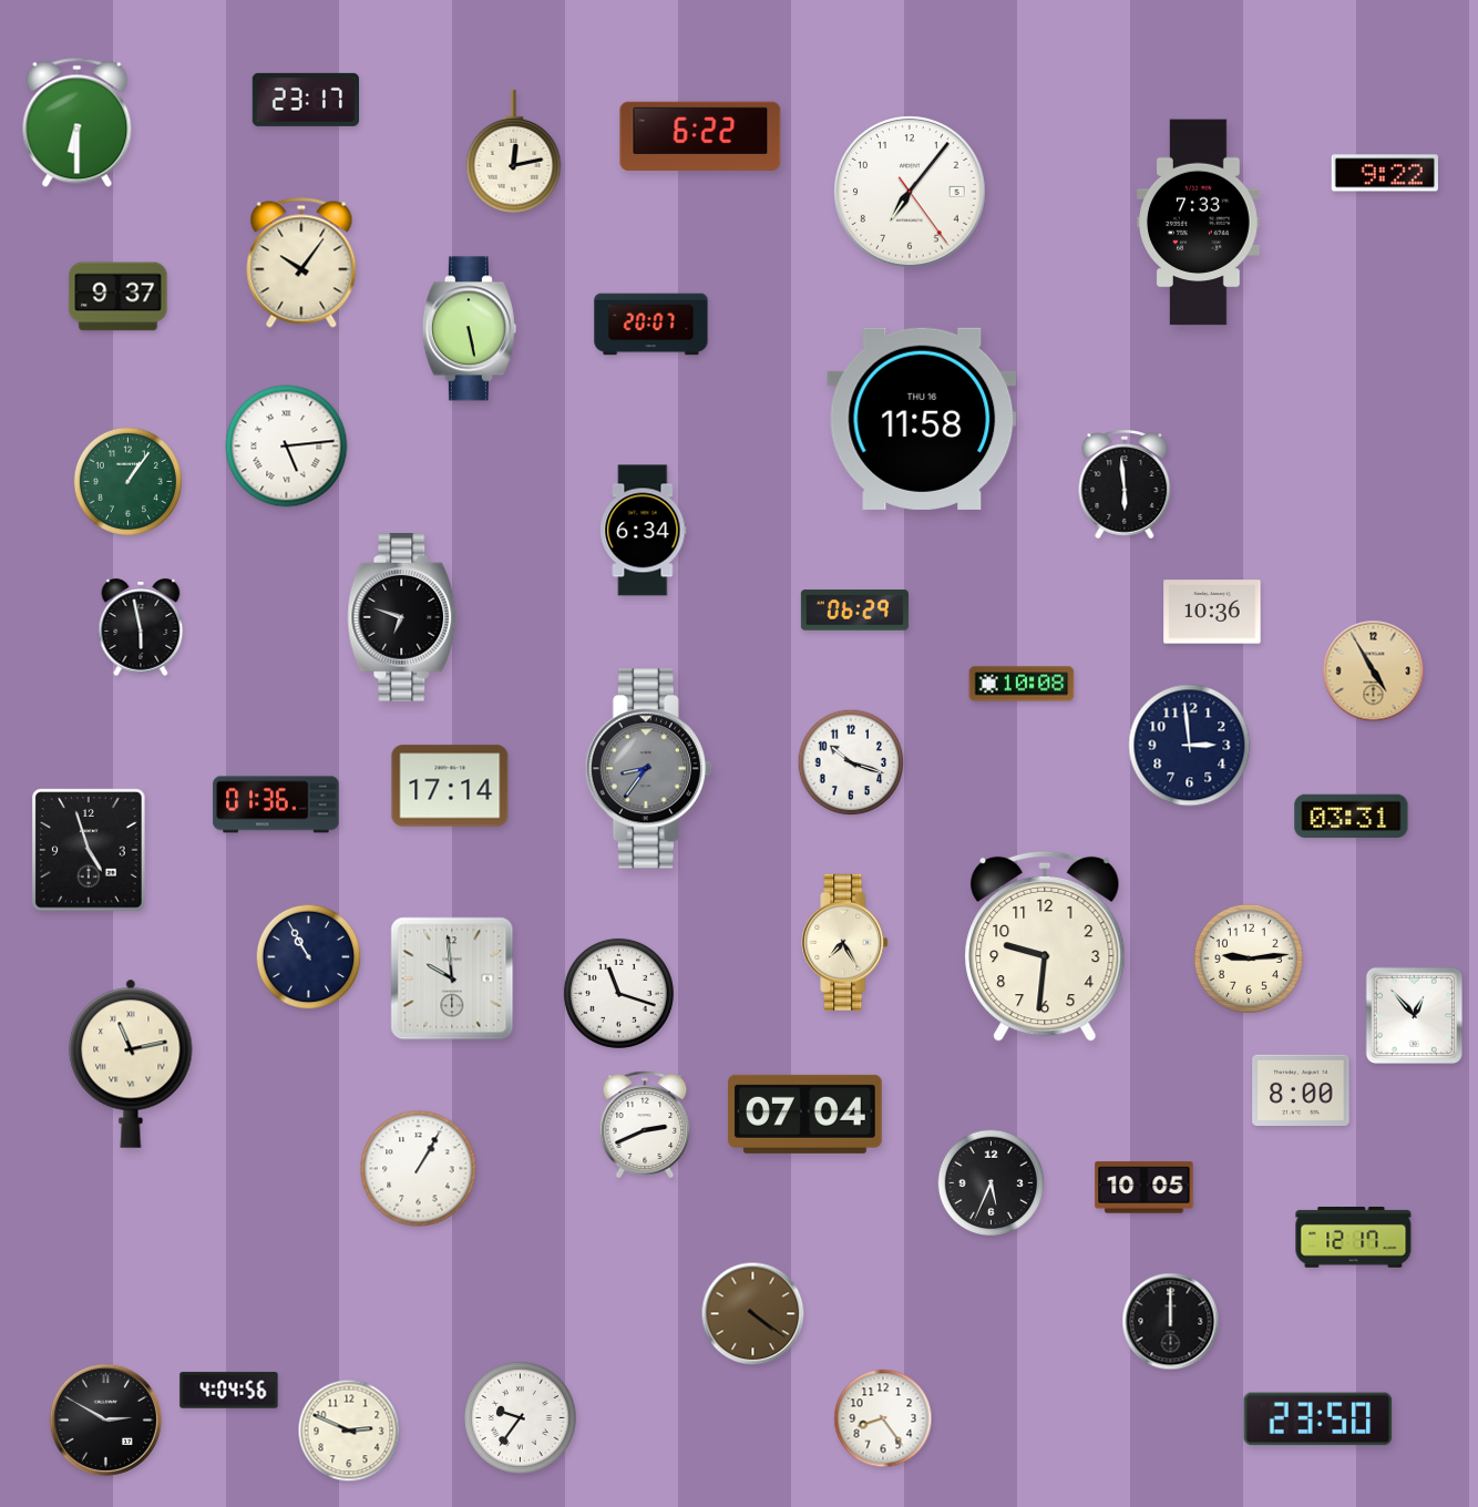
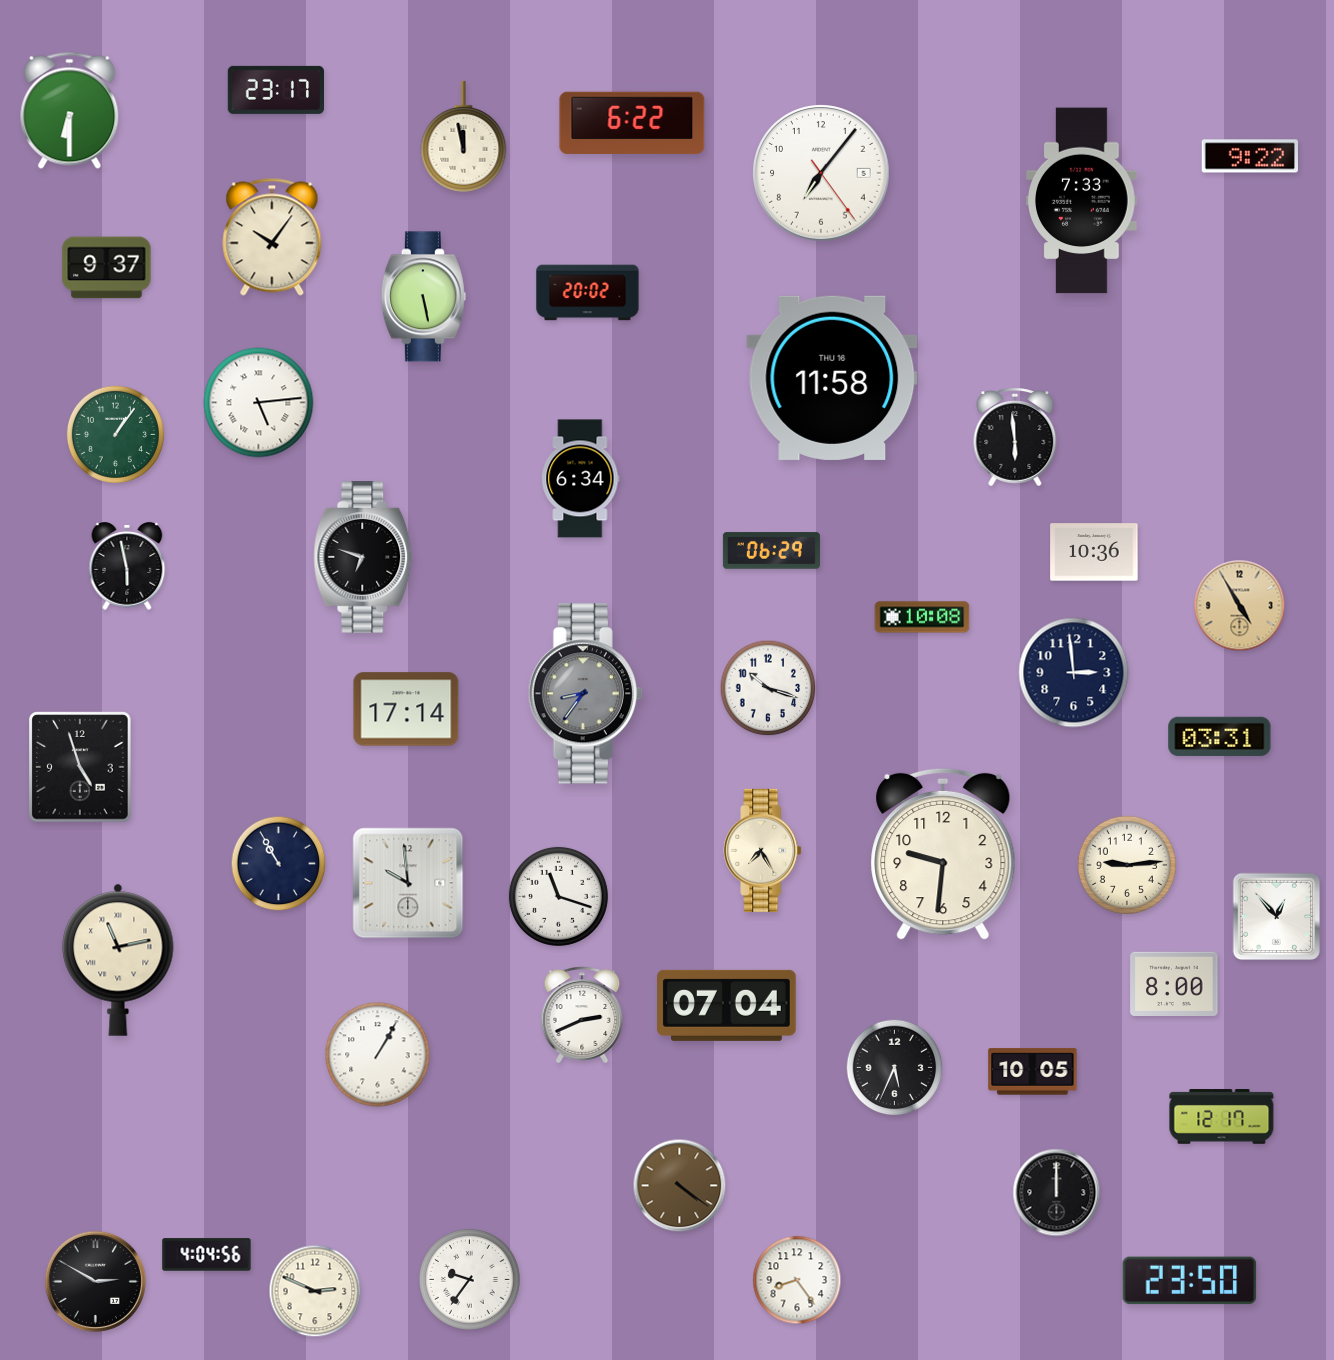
clock at (514, 152): 12:13 -> 11:58
clock at (651, 325): 20:07 -> 20:02
clock at (276, 804): 01:36 -> none
